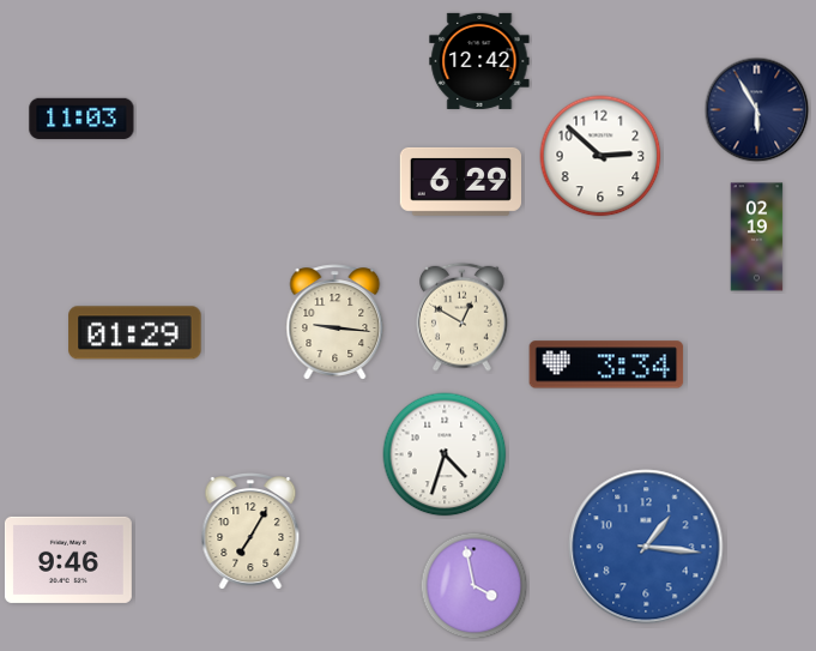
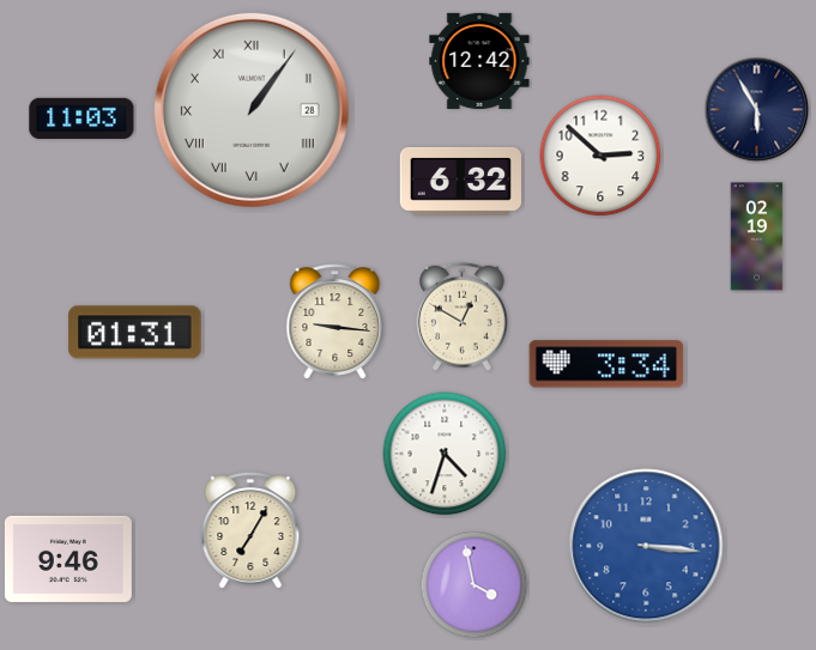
clock at (252, 110): none -> 1:06
clock at (460, 181): 6:29 -> 6:32
clock at (135, 333): 01:29 -> 01:31
clock at (646, 547): 1:16 -> 3:16
